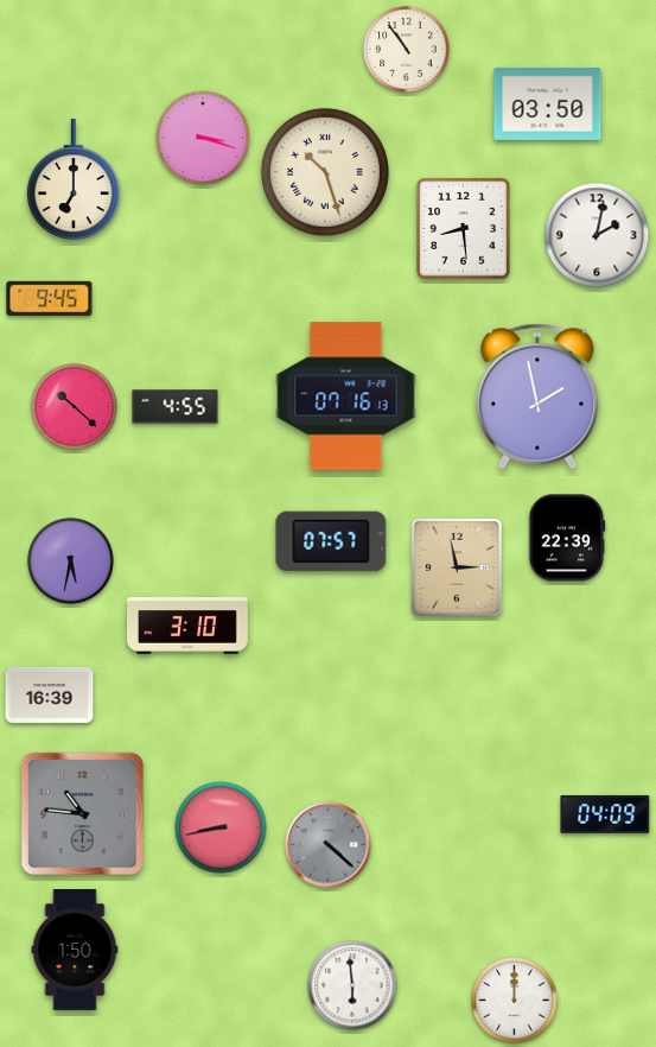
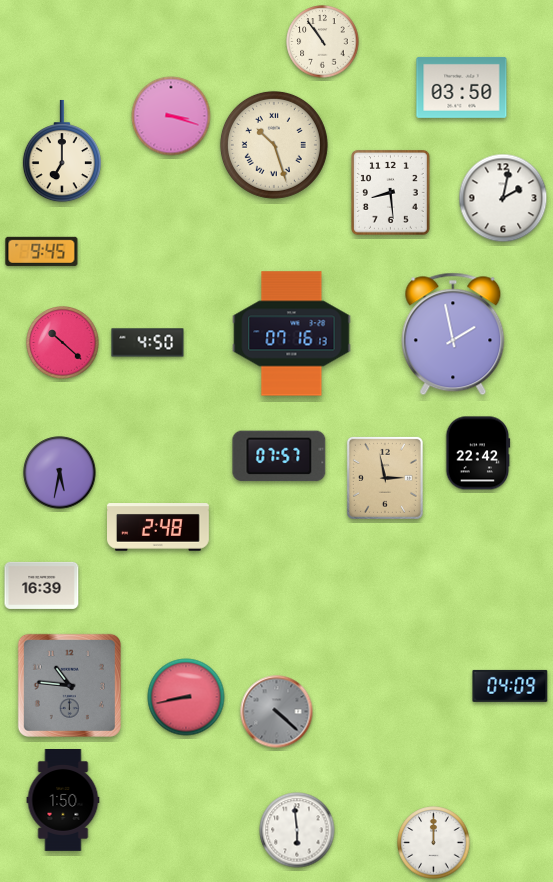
clock at (407, 50) position: (407, 50) -> (323, 42)
clock at (176, 407): 4:55 -> 4:50
clock at (567, 538): 22:39 -> 22:42
clock at (189, 627): 3:10 -> 2:48
